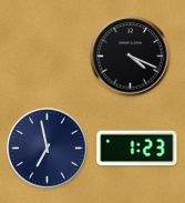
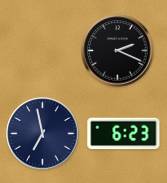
clock at (131, 57): 4:19 -> 2:19
clock at (137, 149): 1:23 -> 6:23
